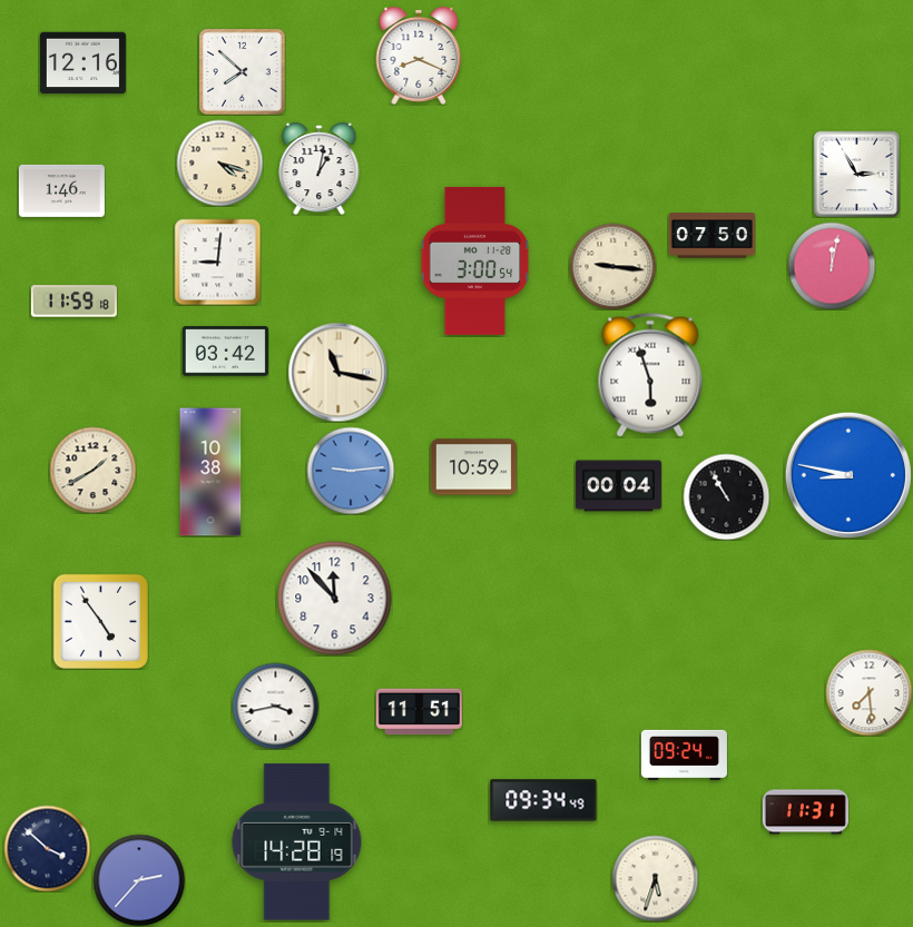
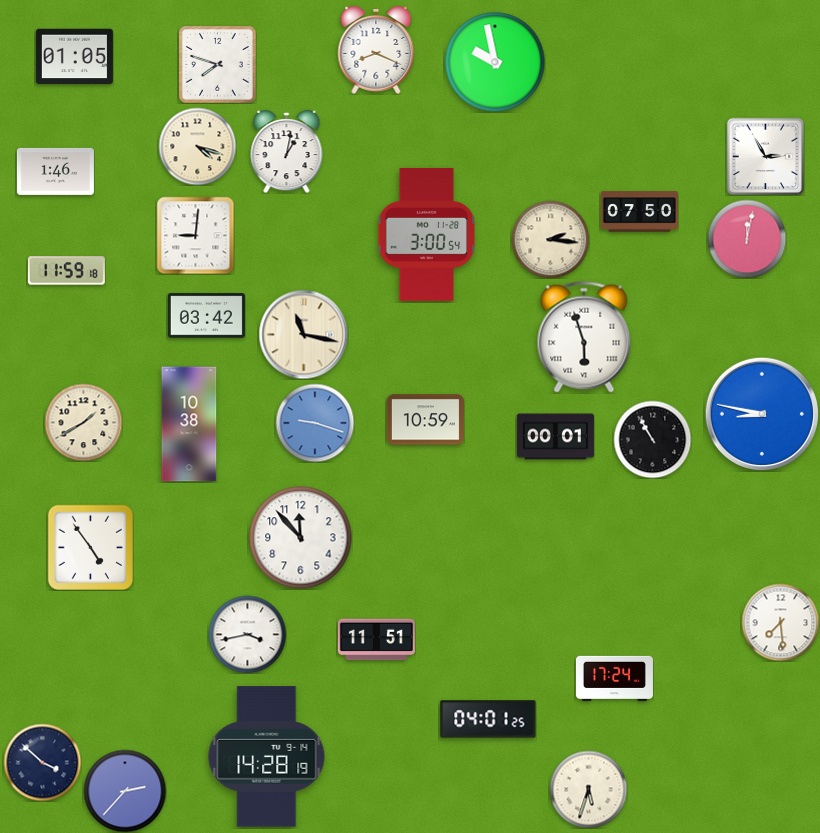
clock at (82, 63): 12:16 -> 01:05
clock at (495, 62): none -> 9:58
clock at (242, 71): 7:52 -> 7:48
clock at (856, 174) position: (856, 174) -> (765, 156)
clock at (612, 266): 9:16 -> 2:16
clock at (225, 352) position: (225, 352) -> (206, 316)
clock at (351, 471): 9:14 -> 9:18
clock at (848, 475) position: (848, 475) -> (762, 414)
clock at (618, 486): 00:04 -> 00:01
clock at (726, 496) position: (726, 496) -> (652, 439)
clock at (100, 621) position: (100, 621) -> (90, 547)
clock at (684, 755): 09:24 -> 17:24
clock at (543, 800): 09:34 -> 04:01
clock at (805, 812): 11:31 -> none
